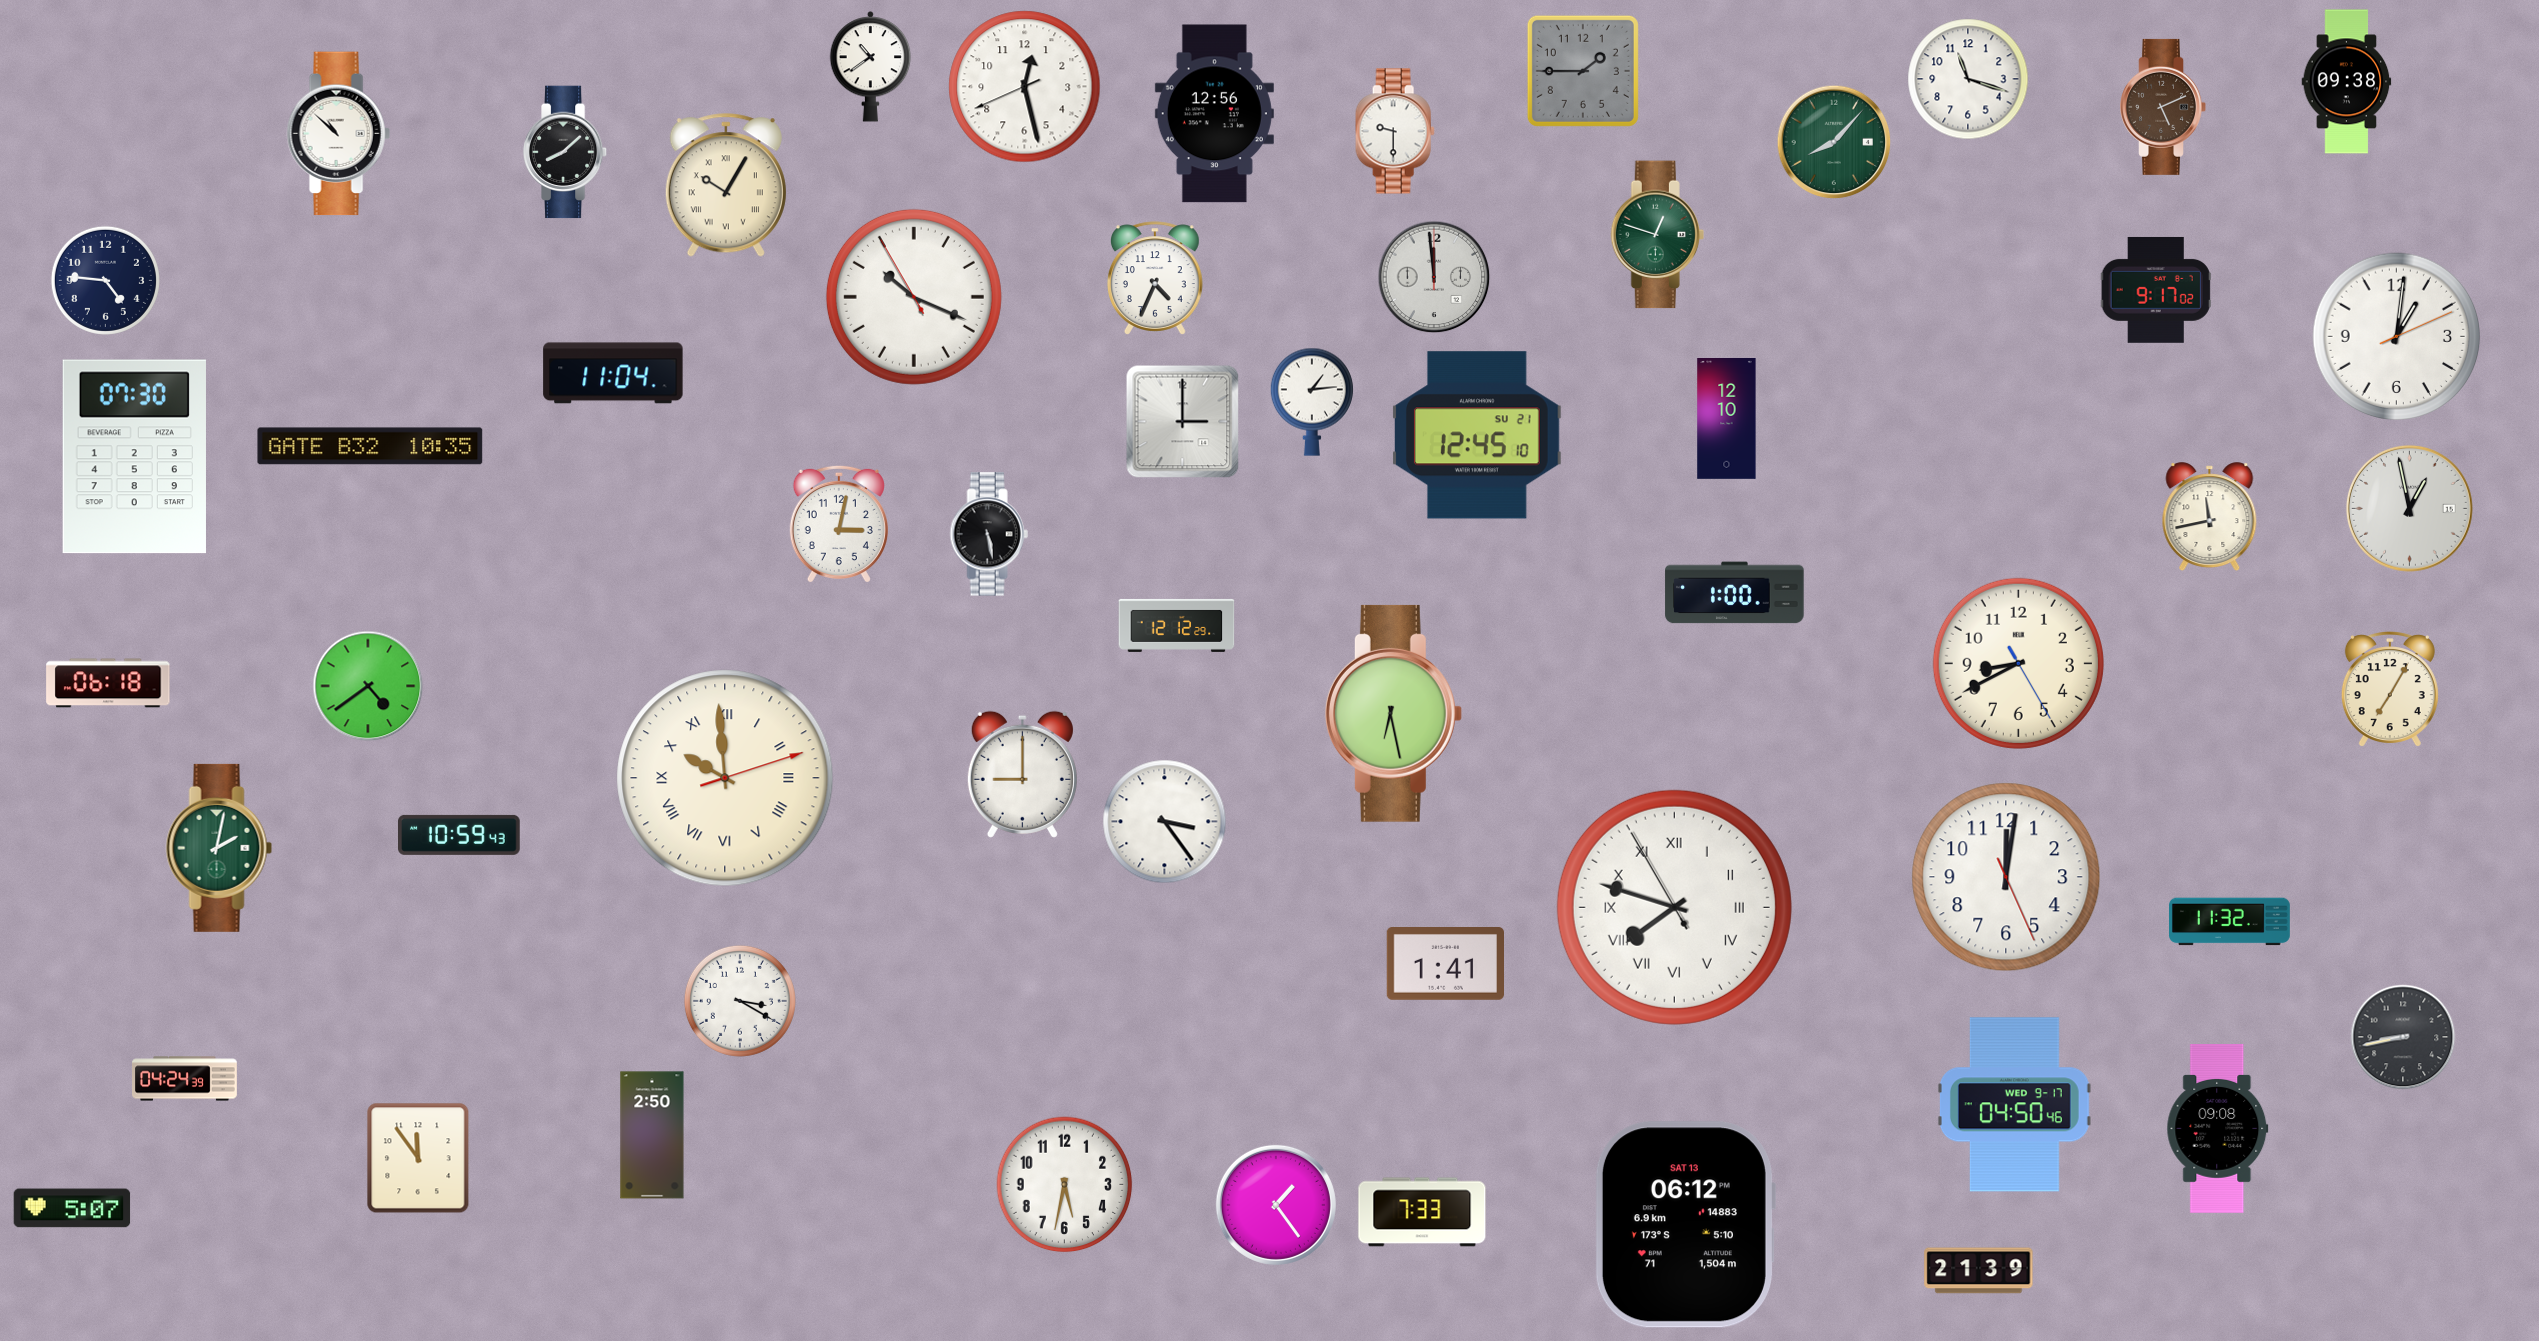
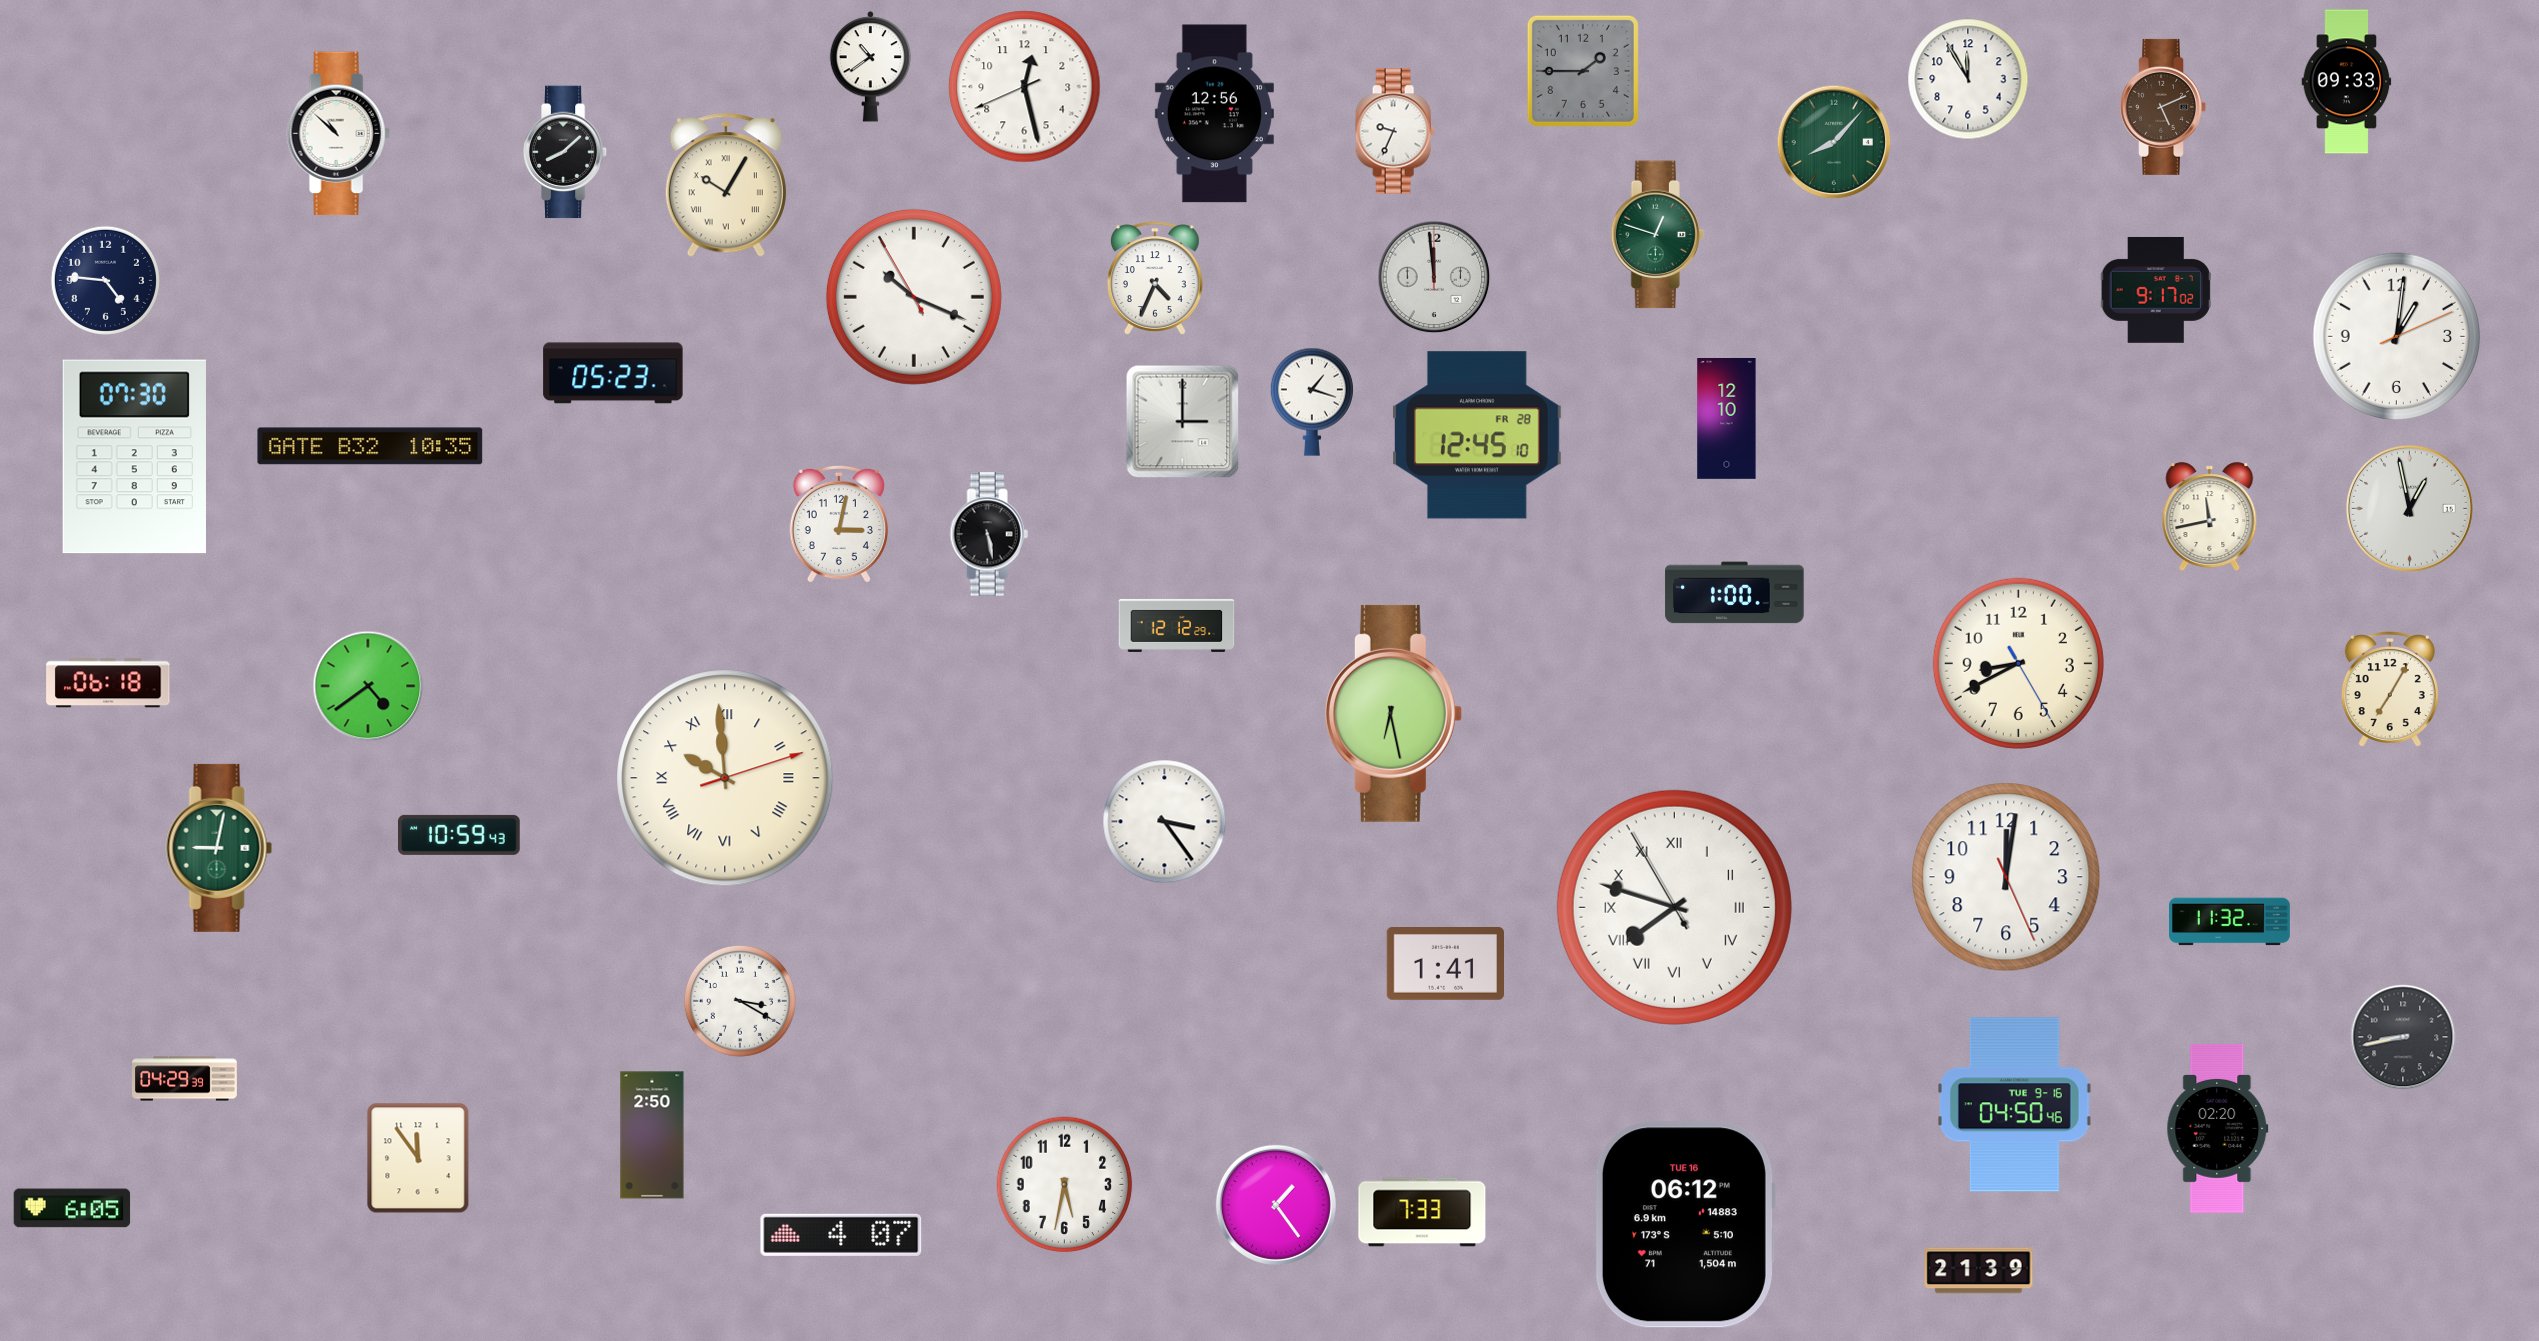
clock at (1968, 79): 11:18 -> 11:55
clock at (2347, 82): 09:38 -> 09:33
clock at (1395, 131): 9:30 -> 9:34
clock at (613, 373): 11:04 -> 05:23
clock at (1312, 402): 1:14 -> 1:18
clock at (1478, 435) date: SU 21 -> FR 28
clock at (1022, 774): 9:00 -> none
clock at (219, 848): 2:02 -> 9:02
clock at (185, 1079): 04:24 -> 04:29
clock at (2014, 1105) date: WED 9-17 -> TUE 9-16
clock at (2218, 1129): 09:08 -> 02:20
clock at (72, 1208): 5:07 -> 6:05
clock at (1685, 1225) date: SAT 13 -> TUE 16
clock at (841, 1235): none -> 4:07
